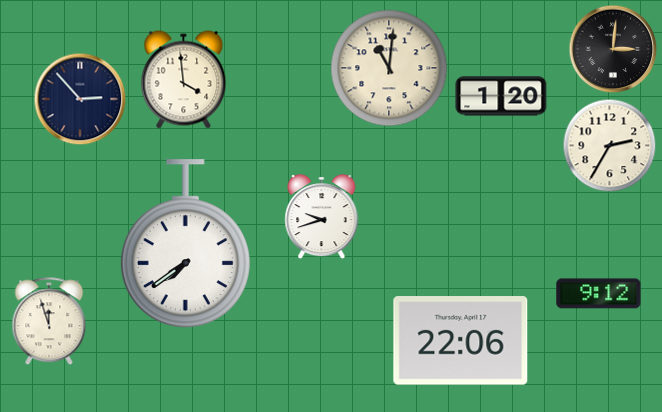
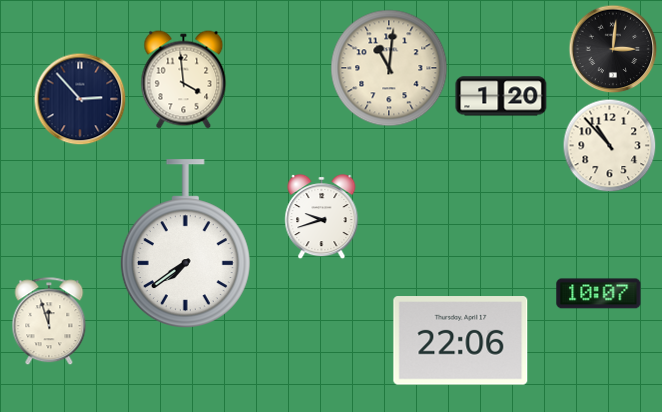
clock at (609, 145): 2:35 -> 10:53
clock at (599, 294): 9:12 -> 10:07
